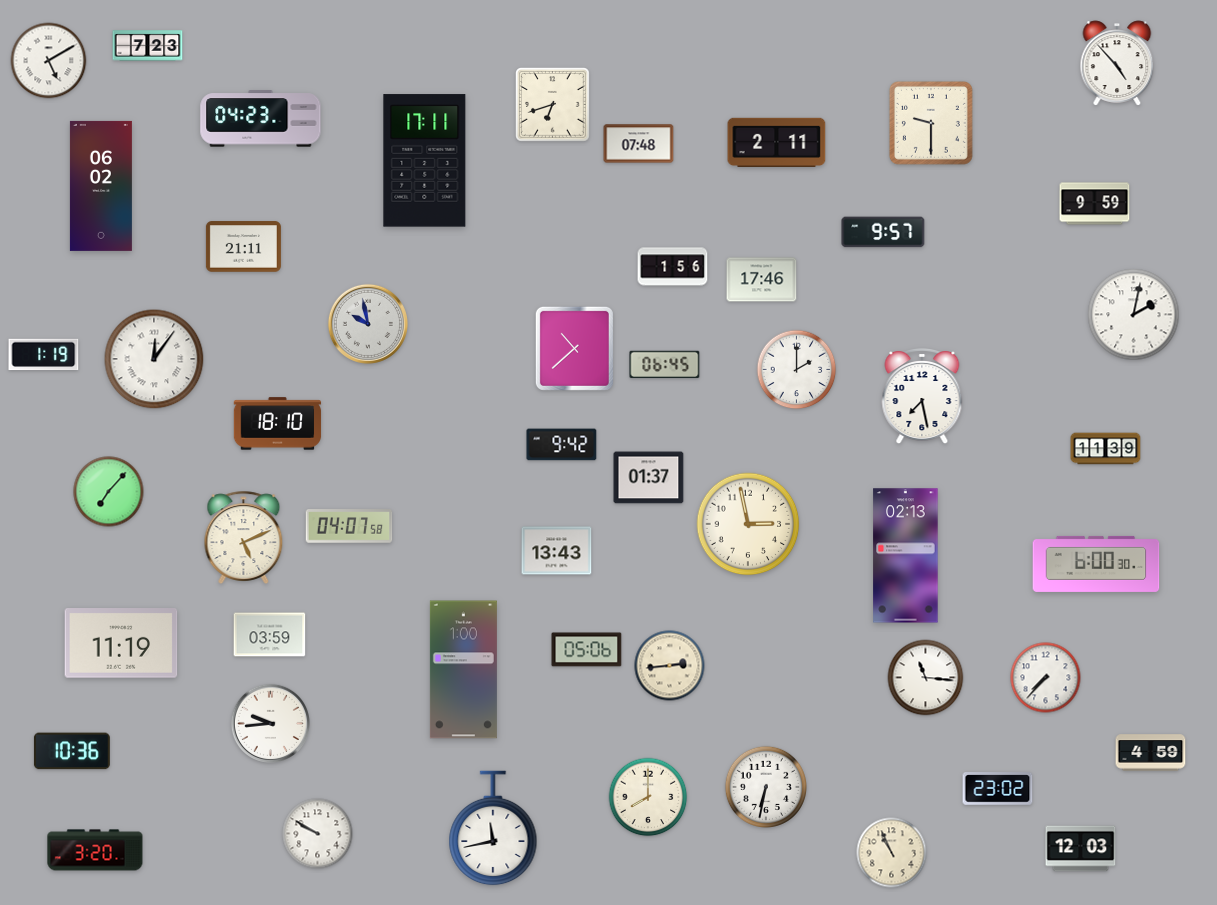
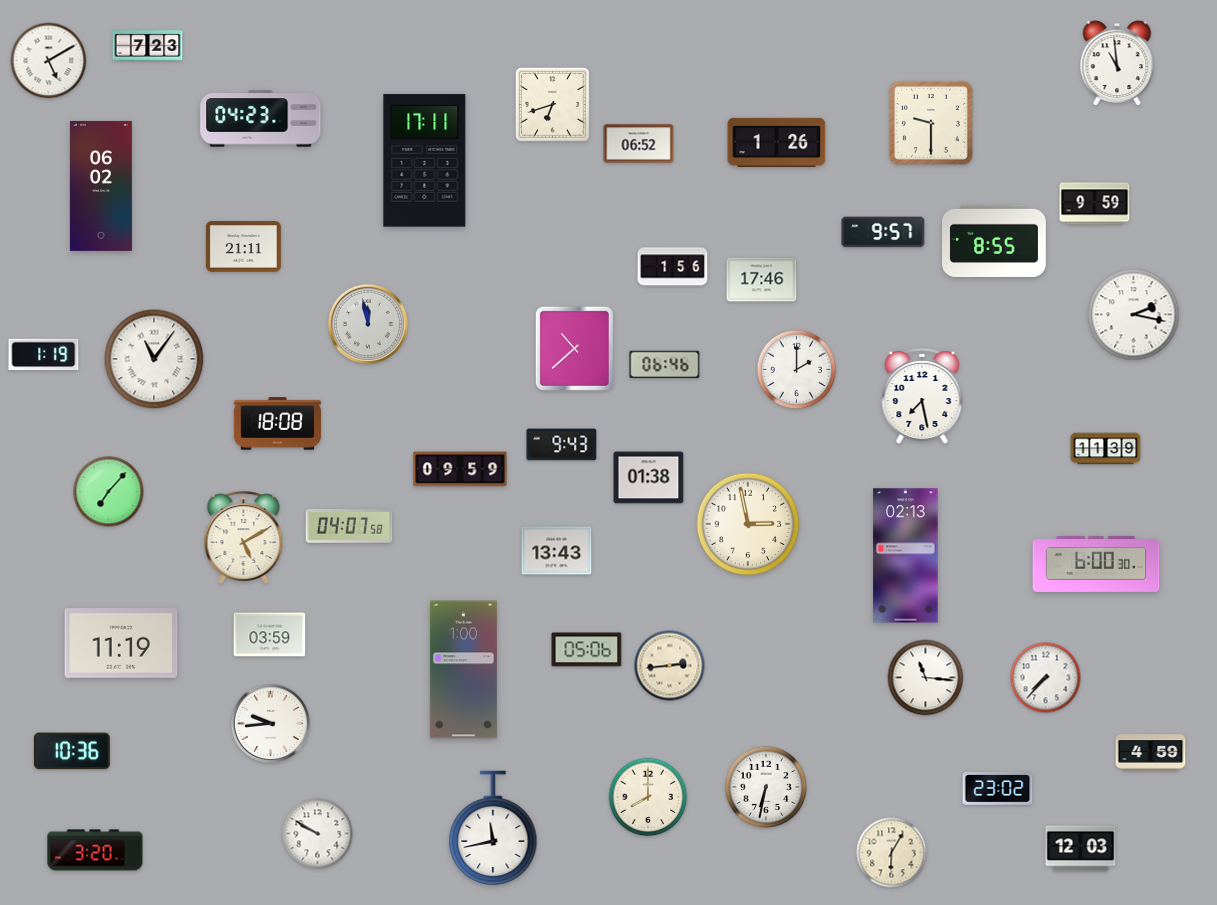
clock at (1117, 63): 4:53 -> 10:59
clock at (777, 142): 2:11 -> 1:26
clock at (639, 144): 07:48 -> 06:52
clock at (995, 241): none -> 8:55
clock at (1134, 315): 2:02 -> 2:17
clock at (368, 324): 9:58 -> 11:58
clock at (154, 359): 12:06 -> 11:06
clock at (665, 365): 06:45 -> 06:46
clock at (278, 424): 18:10 -> 18:08
clock at (562, 445): 9:42 -> 9:43
clock at (460, 469): none -> 09:59
clock at (649, 478): 01:37 -> 01:38
clock at (244, 537): 5:11 -> 5:10
clock at (892, 853): 10:56 -> 6:05
